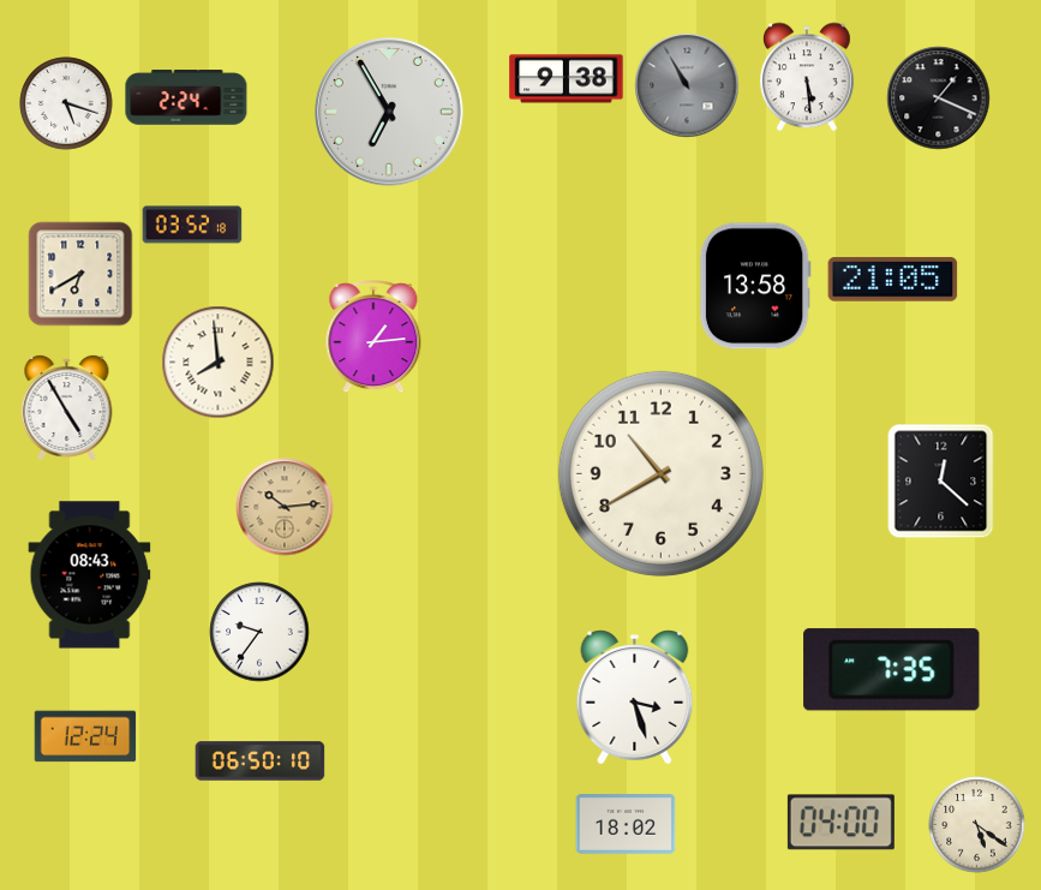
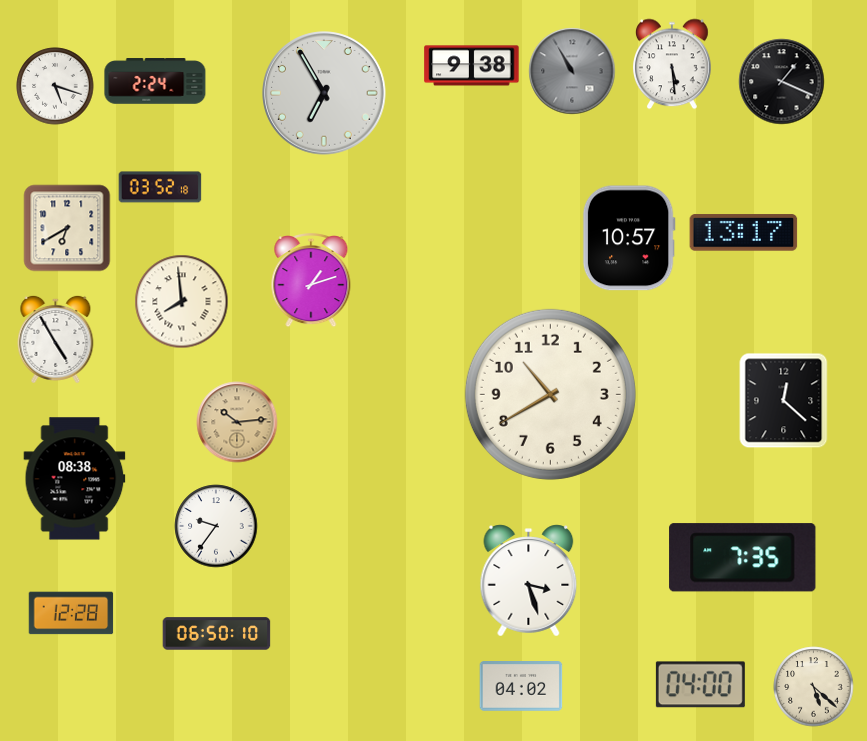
clock at (893, 280): 21:05 -> 13:17
clock at (755, 286): 13:58 -> 10:57
clock at (373, 338): 1:14 -> 1:12
clock at (90, 575): 08:43 -> 08:38
clock at (85, 736): 12:24 -> 12:28
clock at (626, 824): 18:02 -> 04:02
clock at (977, 825): 5:21 -> 5:22
